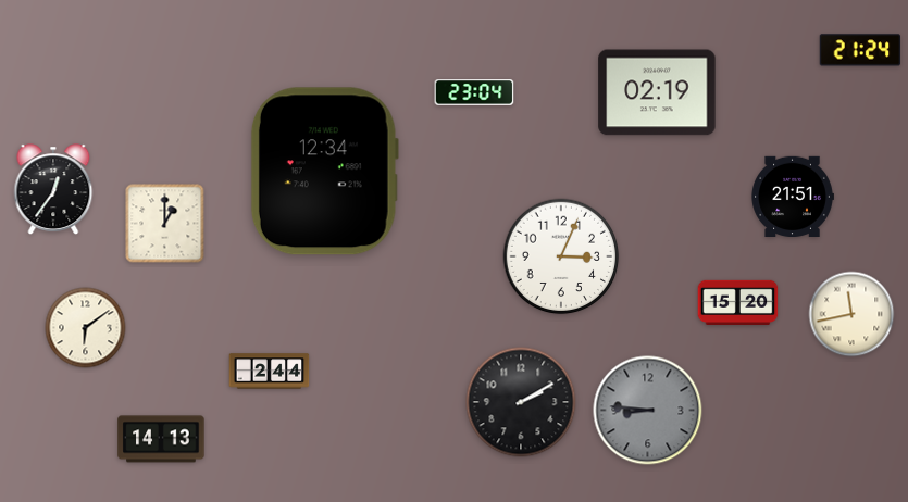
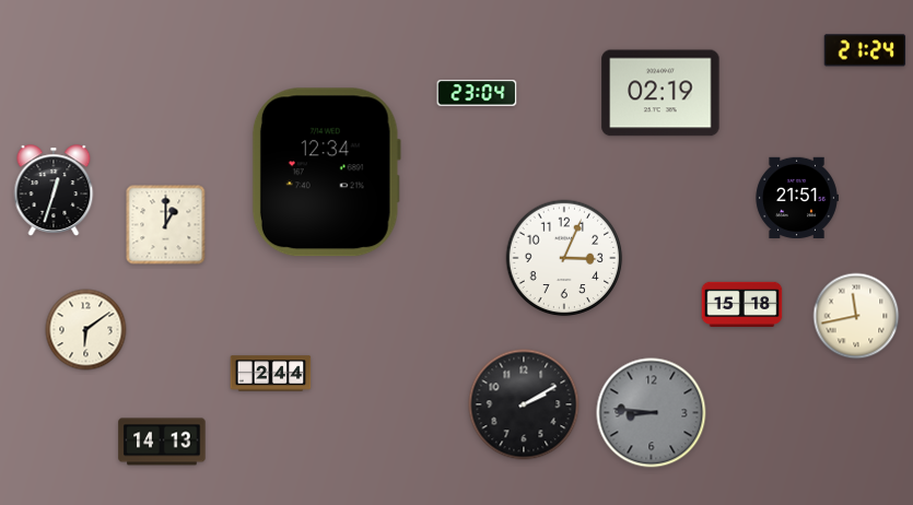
clock at (53, 189): 12:36 -> 12:33
clock at (738, 302): 15:20 -> 15:18
